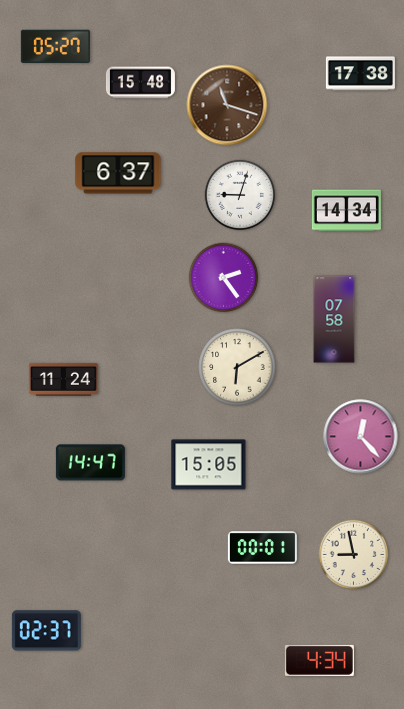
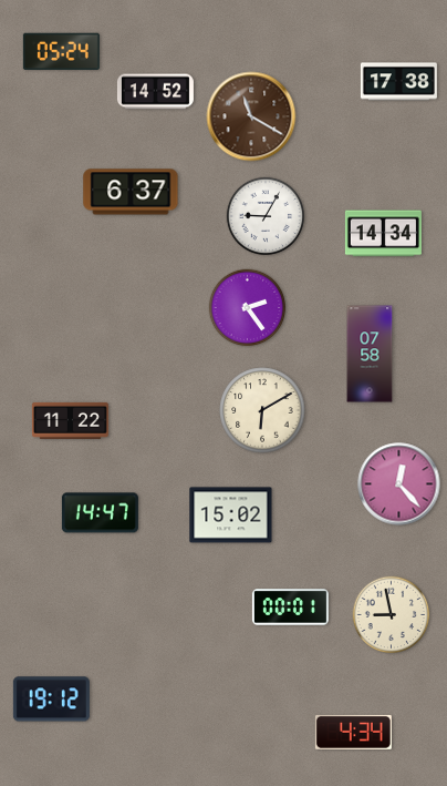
clock at (55, 47): 05:27 -> 05:24
clock at (140, 83): 15:48 -> 14:52
clock at (227, 105): 11:18 -> 11:20
clock at (240, 195): 9:03 -> 9:05
clock at (237, 367) position: (237, 367) -> (262, 410)
clock at (63, 379): 11:24 -> 11:22
clock at (209, 465): 15:05 -> 15:02
clock at (46, 631): 02:37 -> 19:12
